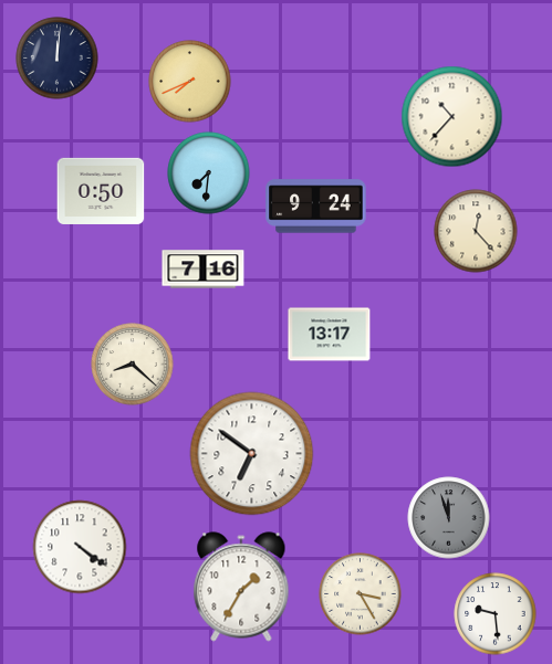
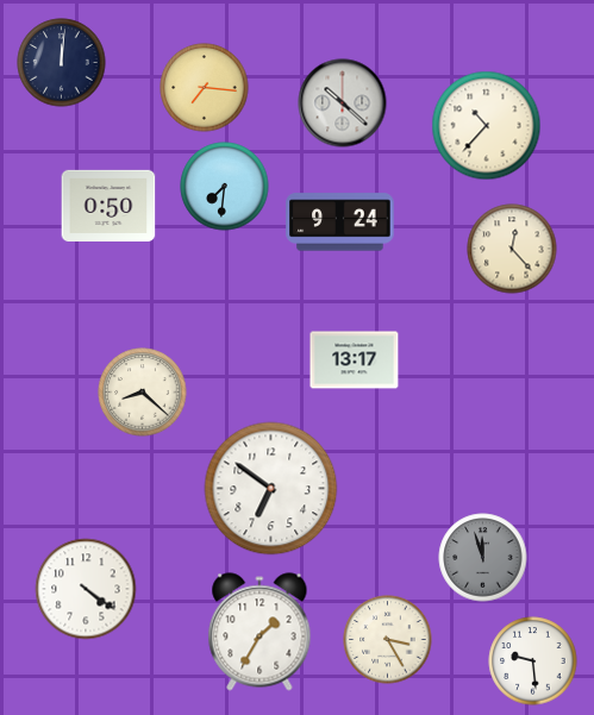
clock at (190, 82): 7:41 -> 7:16
clock at (343, 104): none -> 10:22
clock at (204, 270): 7:16 -> none
